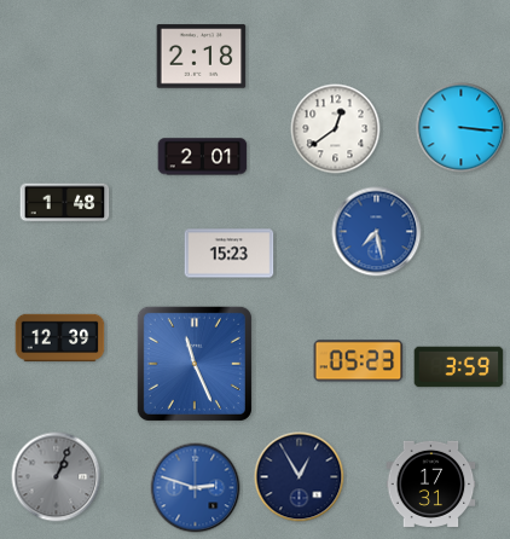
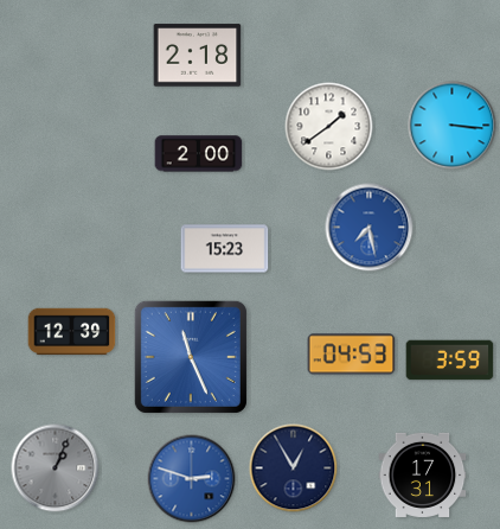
clock at (336, 129): 12:39 -> 1:39
clock at (203, 157): 2:01 -> 2:00
clock at (65, 203): 1:48 -> none
clock at (60, 338) position: (60, 338) -> (72, 332)
clock at (359, 361): 05:23 -> 04:53
